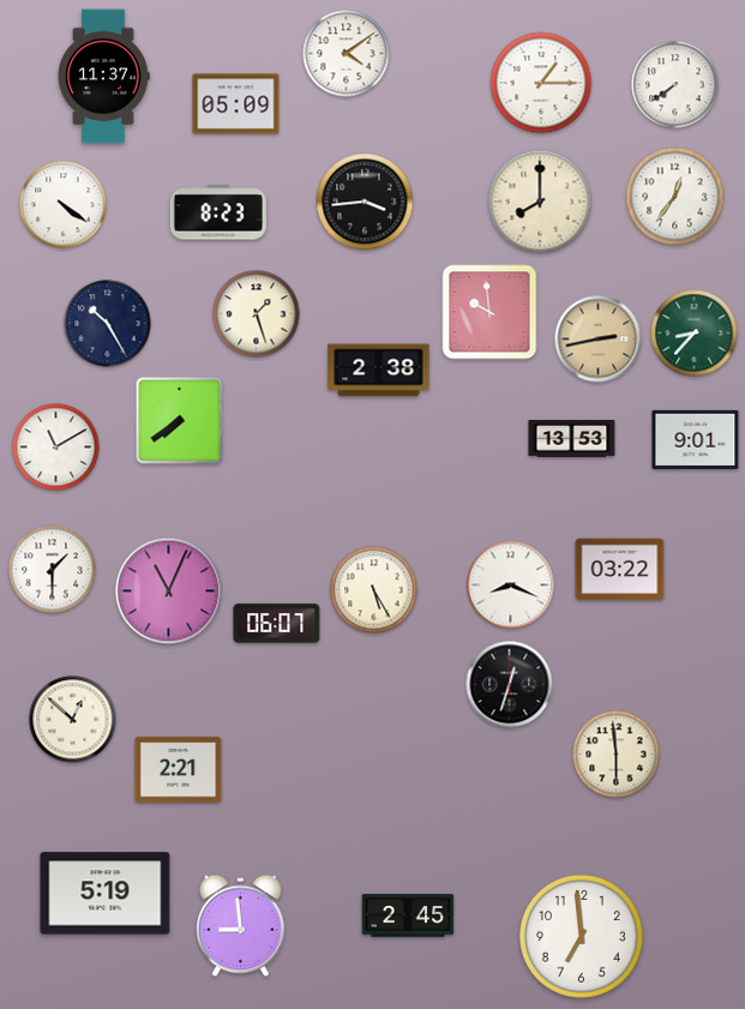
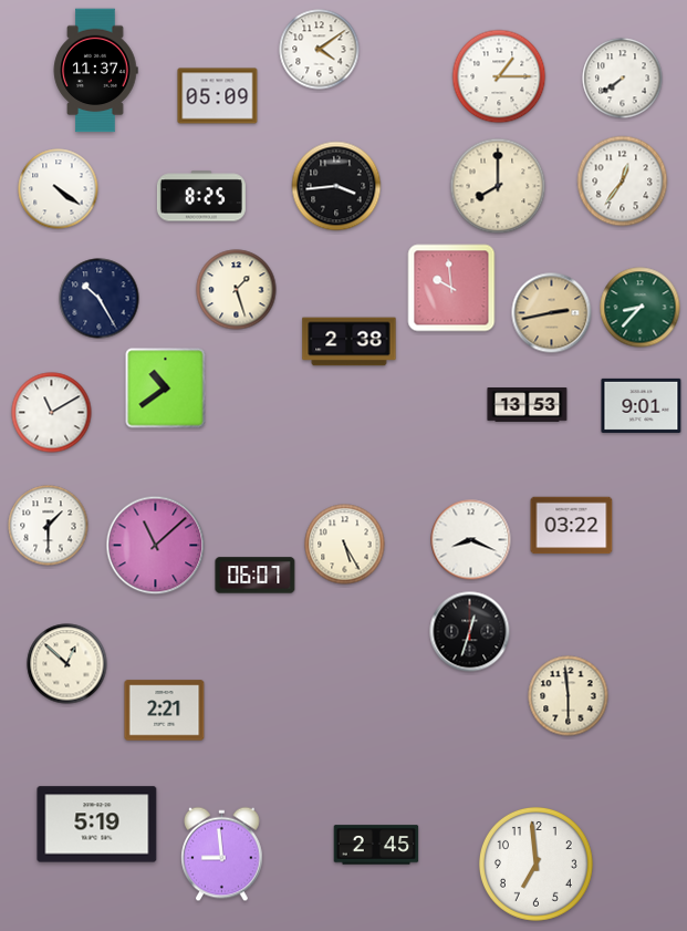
clock at (218, 212): 8:23 -> 8:25
clock at (180, 421): 7:39 -> 10:39
clock at (169, 591): 11:04 -> 11:08
